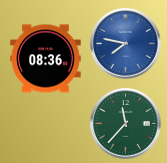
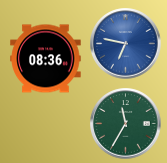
clock at (126, 44): 7:47 -> 6:47
clock at (126, 124): 11:37 -> 11:35
